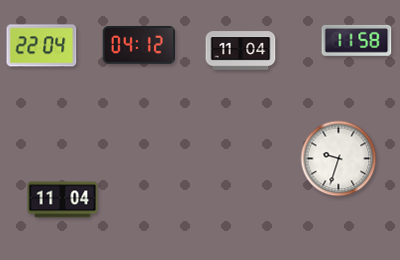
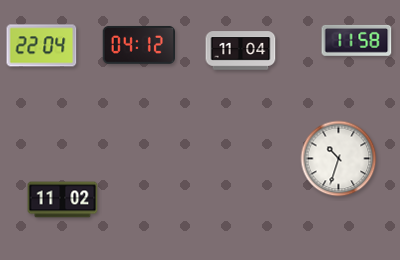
clock at (339, 159): 9:33 -> 10:33
clock at (63, 200): 11:04 -> 11:02
